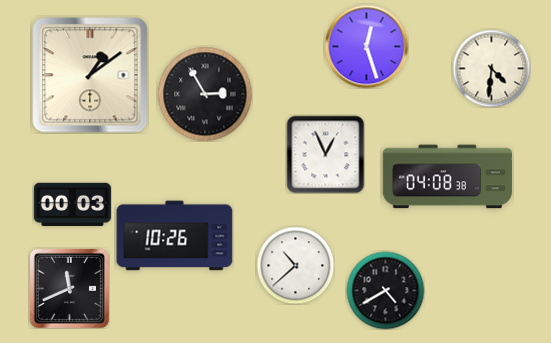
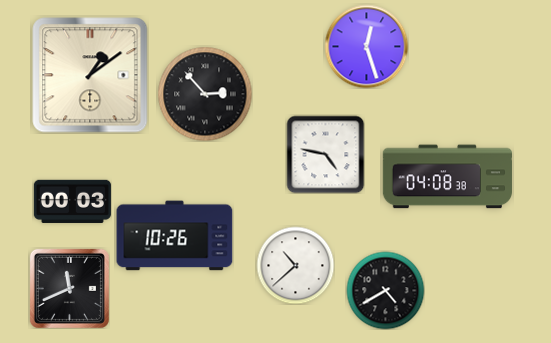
clock at (491, 68): 4:31 -> none
clock at (205, 94): 2:55 -> 2:53
clock at (325, 154): 12:56 -> 4:47
clock at (72, 204) position: (72, 204) -> (72, 201)
